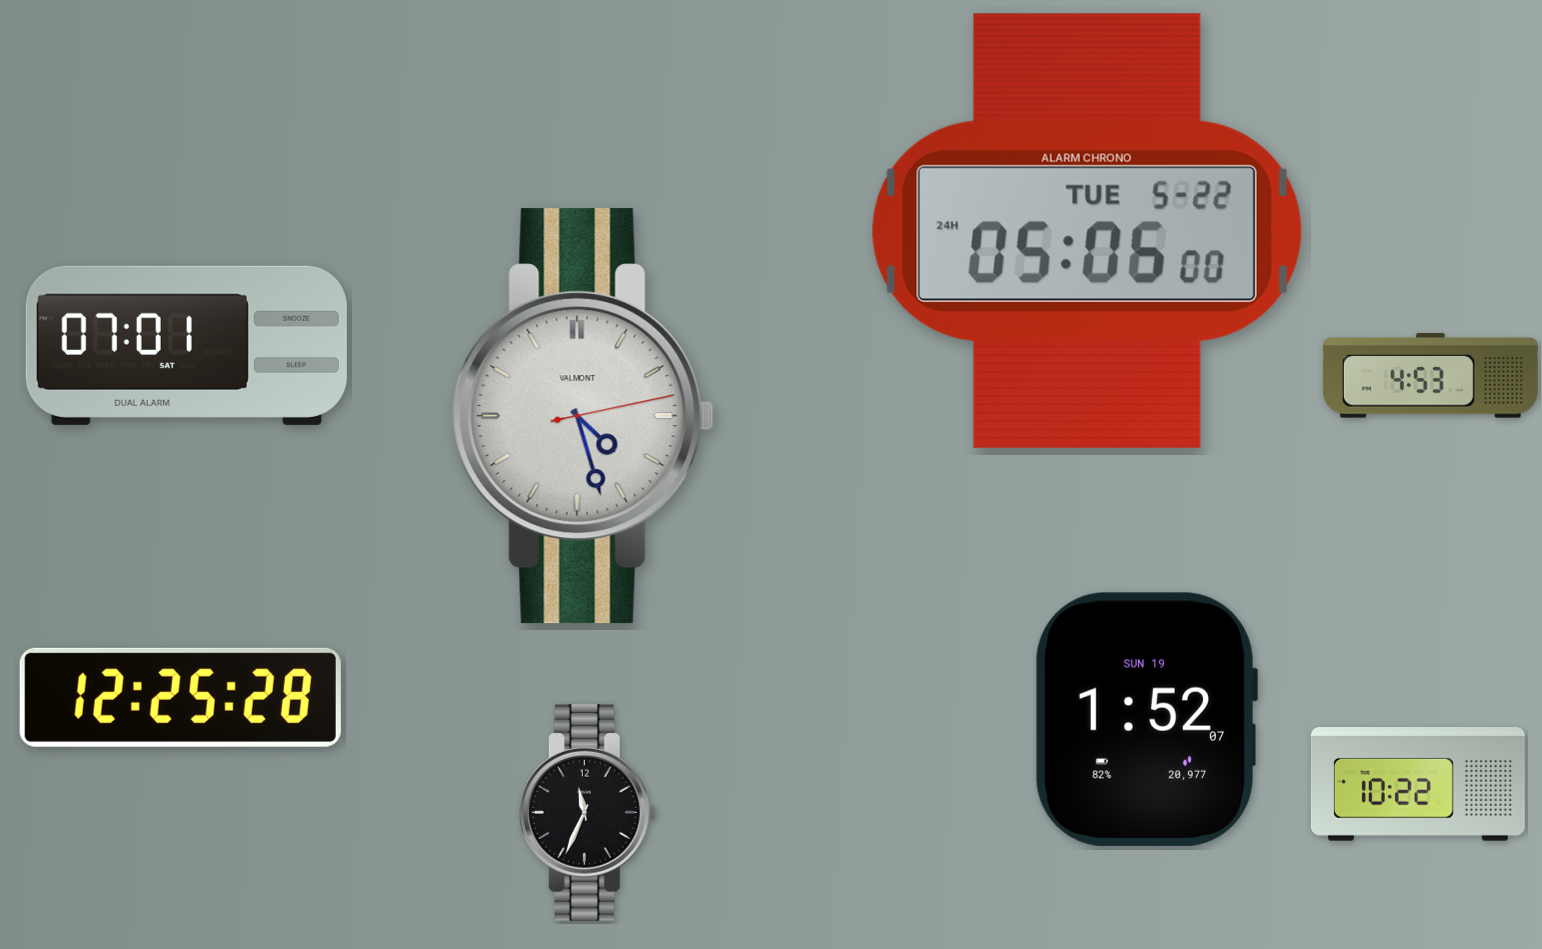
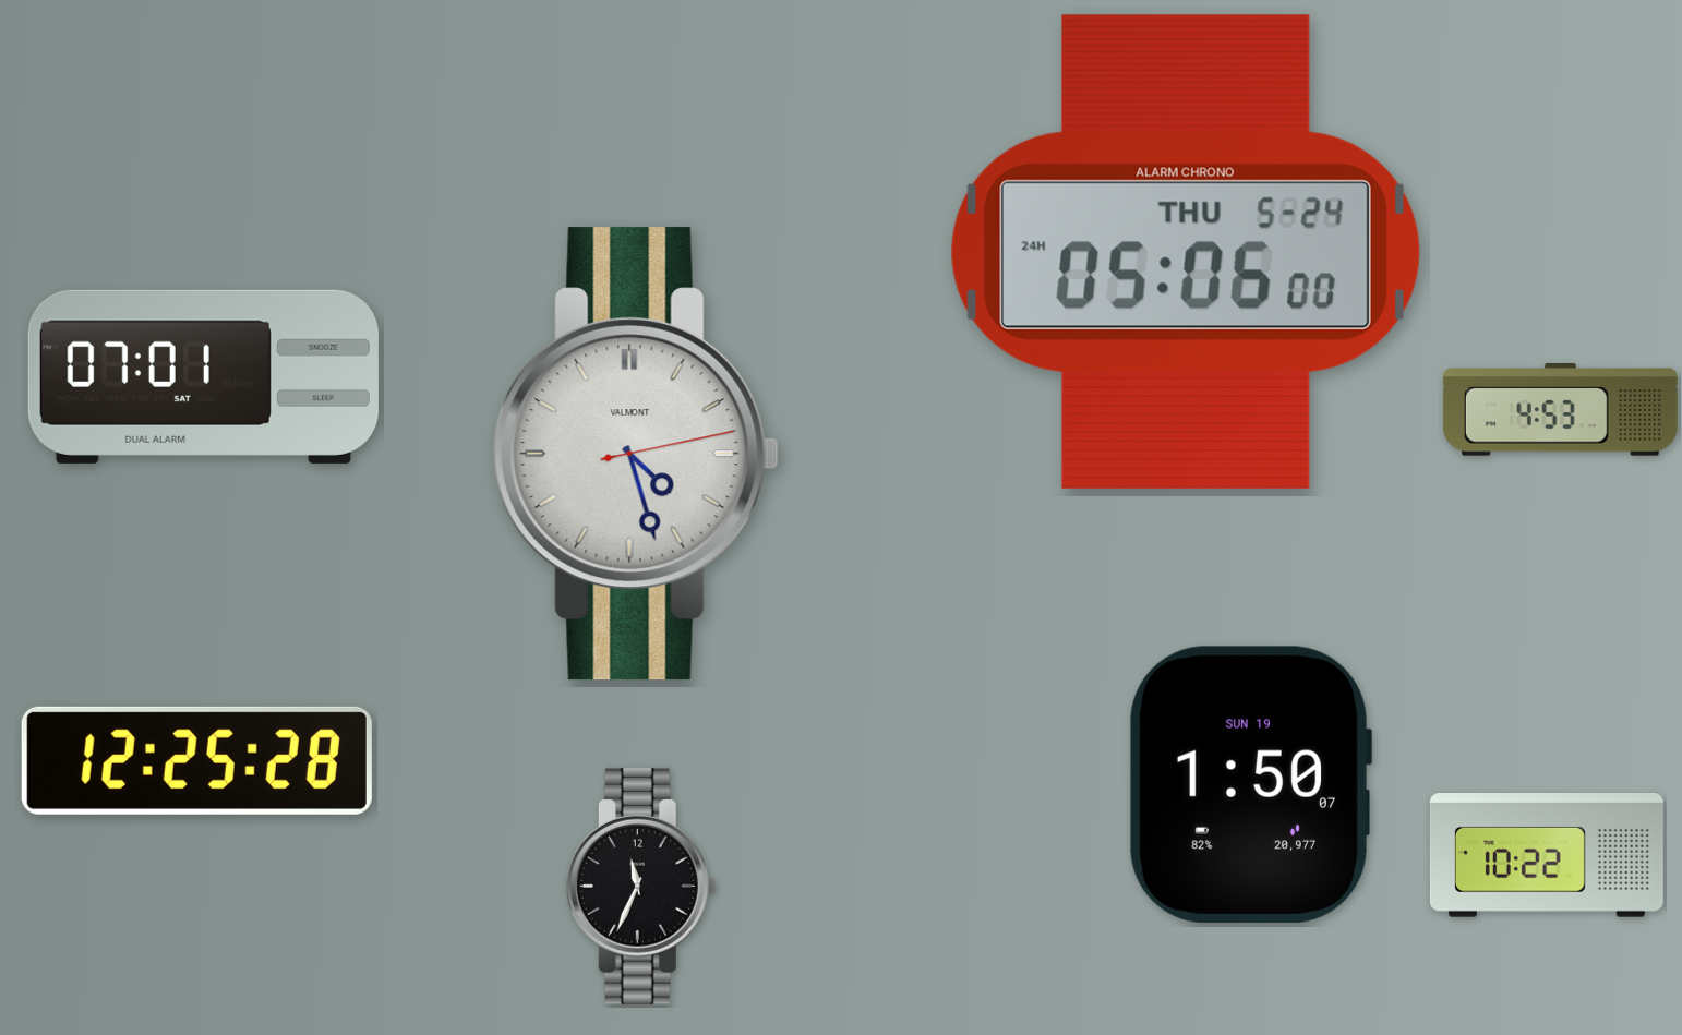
clock at (1087, 231) date: TUE 5-22 -> THU 5-24
clock at (1146, 719): 1:52 -> 1:50
